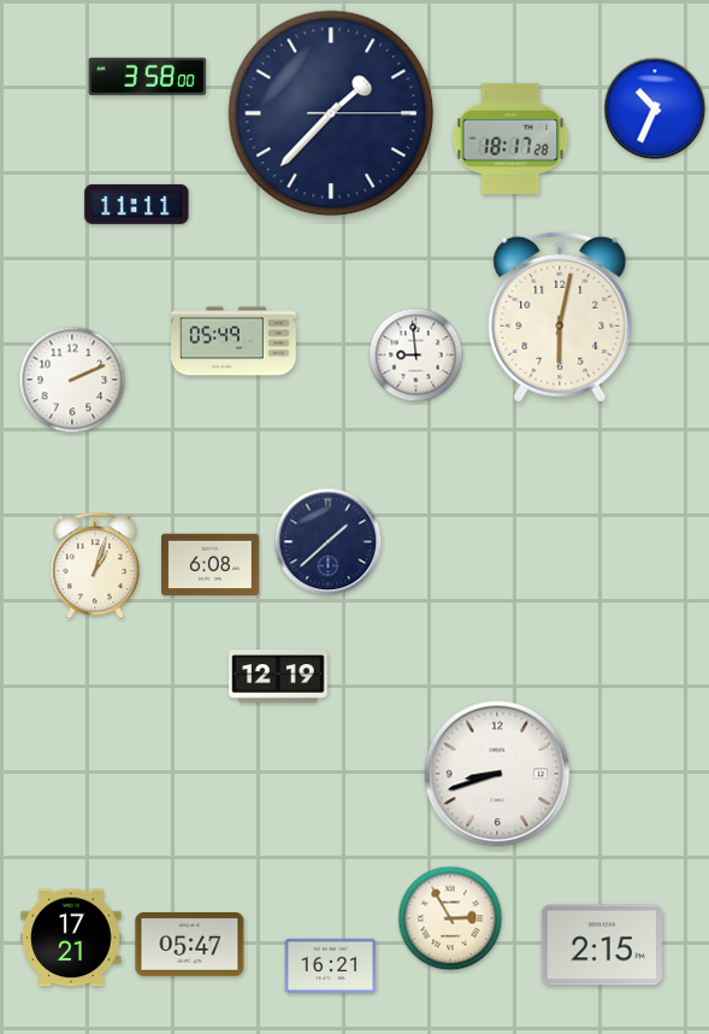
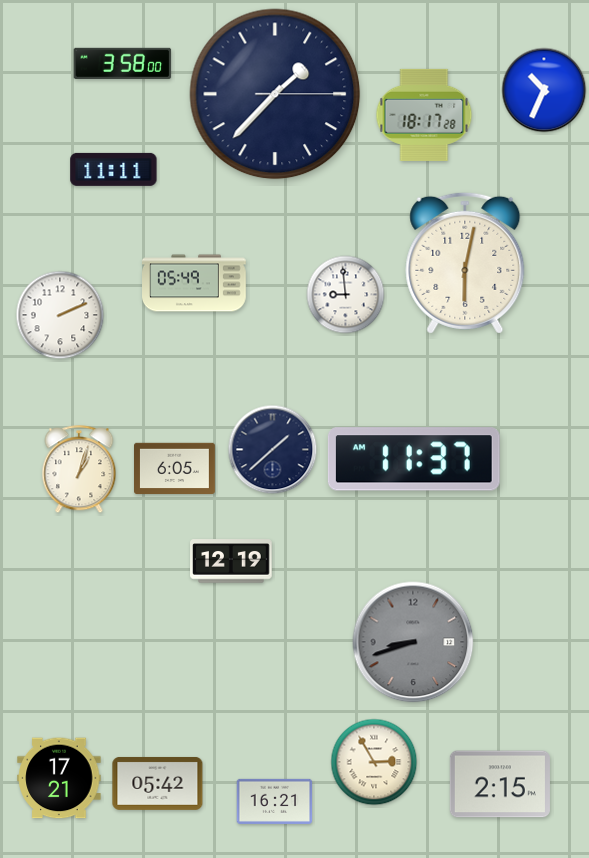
clock at (414, 459): none -> 11:37
clock at (211, 565): 6:08 -> 6:05
clock at (497, 774) dial: white -> grey
clock at (190, 944): 05:47 -> 05:42
